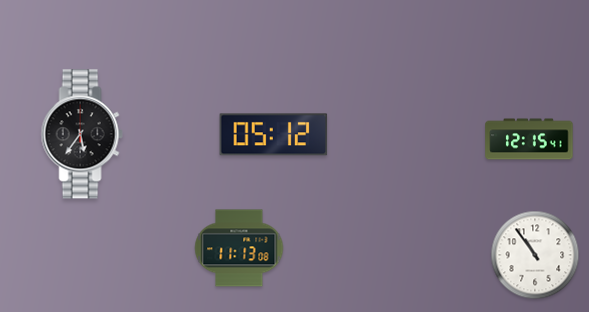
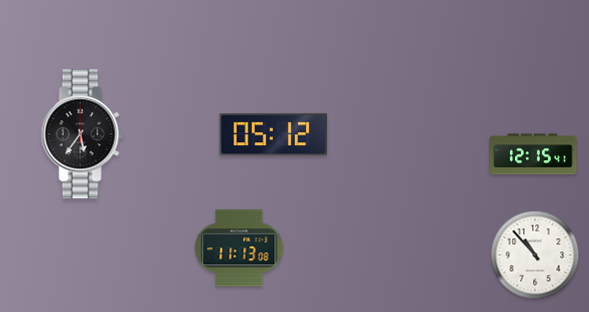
clock at (529, 139) position: (529, 139) -> (533, 154)
clock at (535, 255): 10:54 -> 10:53
